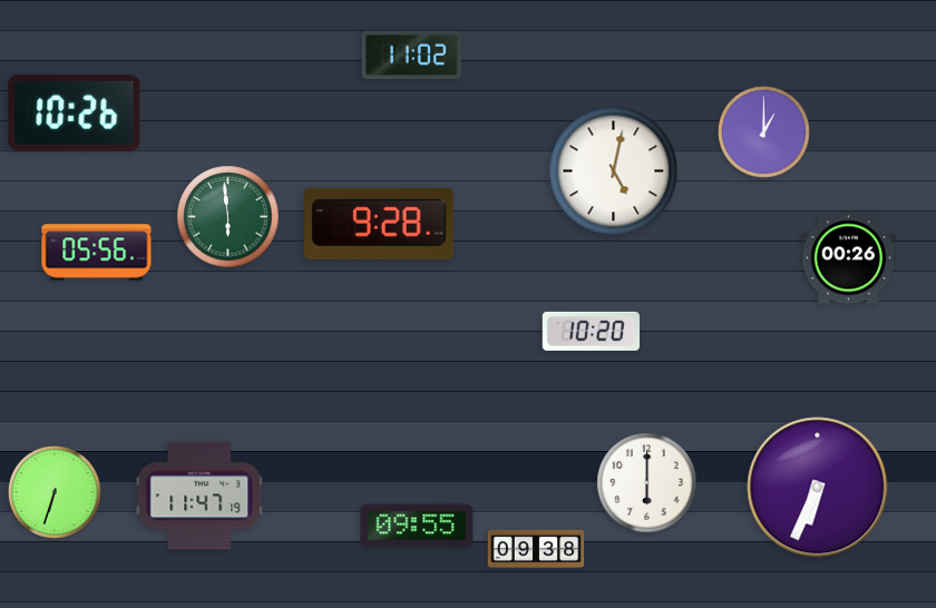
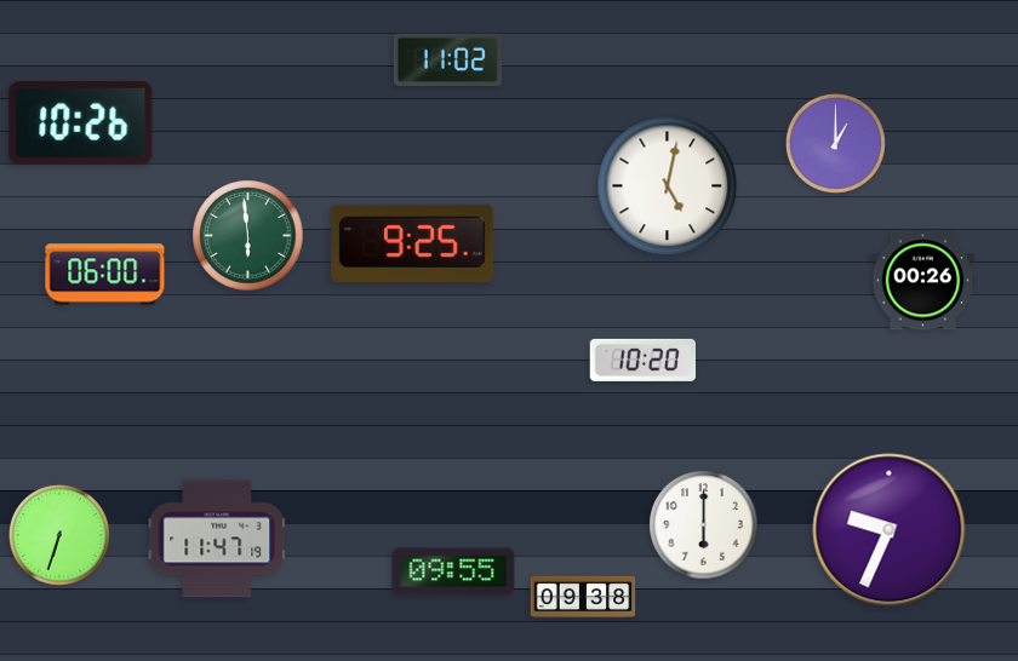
clock at (763, 131) position: (763, 131) -> (835, 143)
clock at (379, 224): 9:28 -> 9:25
clock at (97, 253): 05:56 -> 06:00
clock at (818, 488): 6:34 -> 9:34
